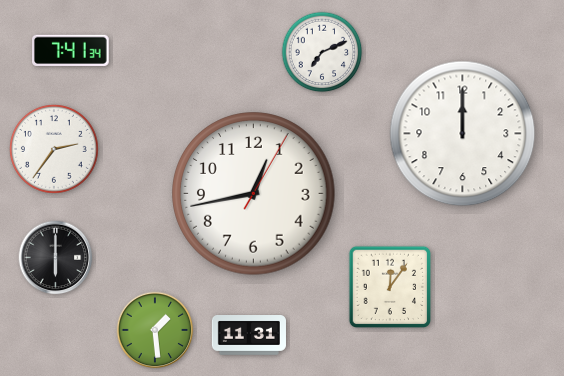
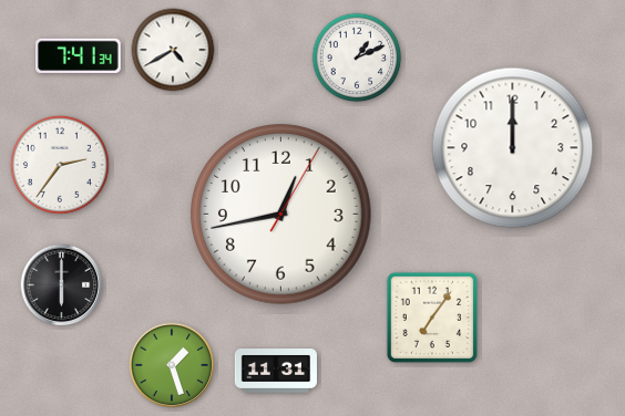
clock at (173, 50): none -> 4:40
clock at (322, 52): 7:11 -> 1:11
clock at (389, 286): 12:06 -> 7:06
clock at (155, 330): 1:29 -> 1:27
